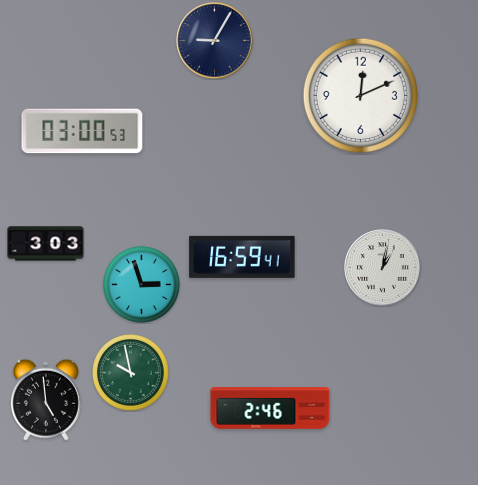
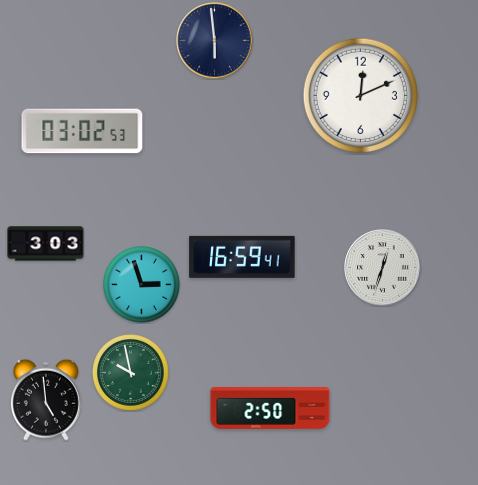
clock at (215, 41): 9:05 -> 5:59
clock at (82, 131): 03:00 -> 03:02
clock at (383, 268): 1:02 -> 12:33
clock at (270, 408): 2:46 -> 2:50
